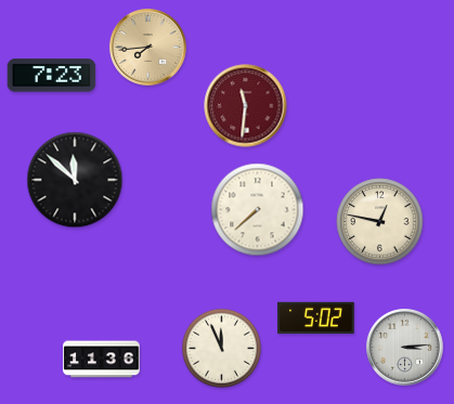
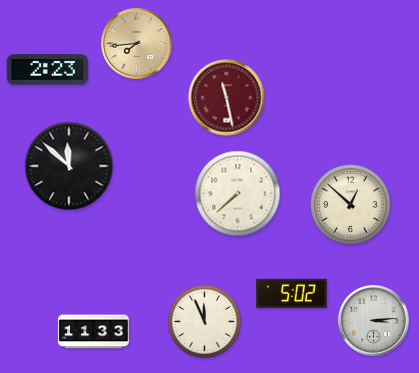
clock at (52, 76): 7:23 -> 2:23
clock at (246, 106): 11:31 -> 11:28
clock at (380, 222): 12:47 -> 12:52
clock at (102, 360): 11:36 -> 11:33
